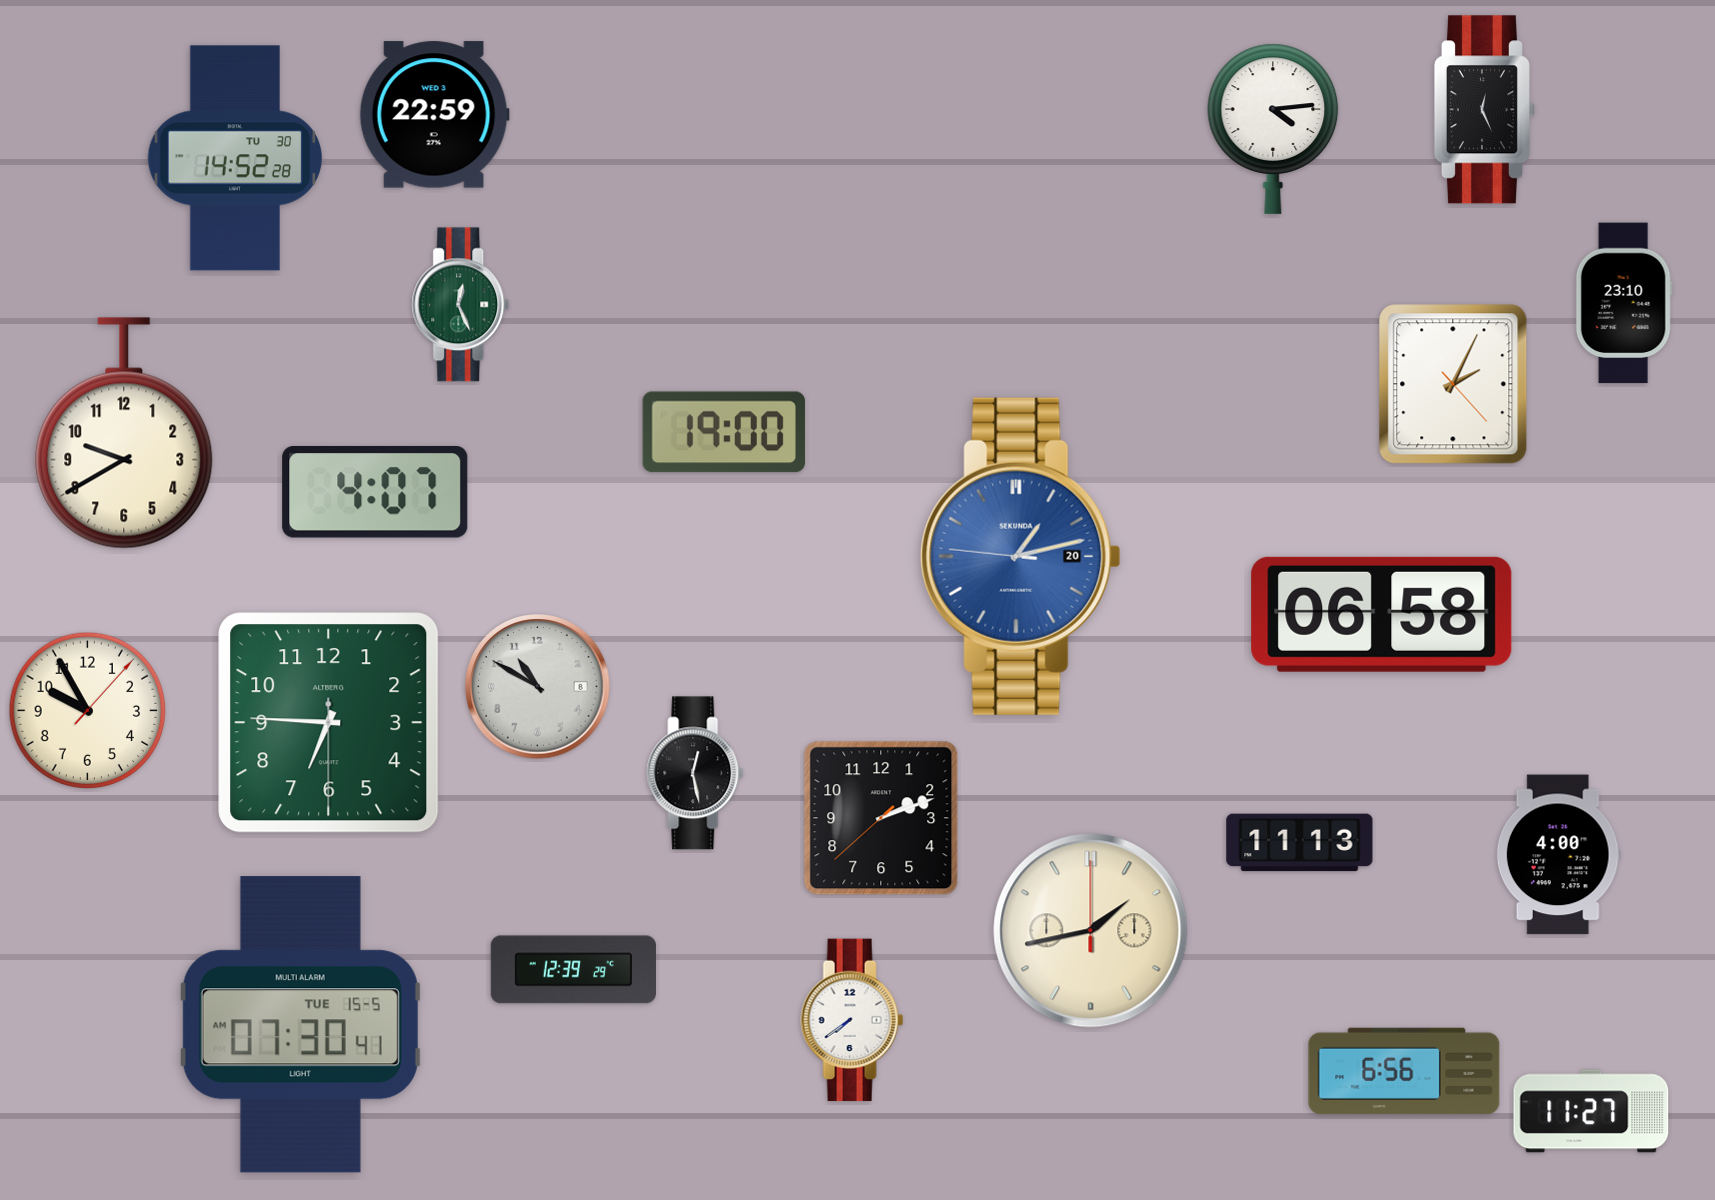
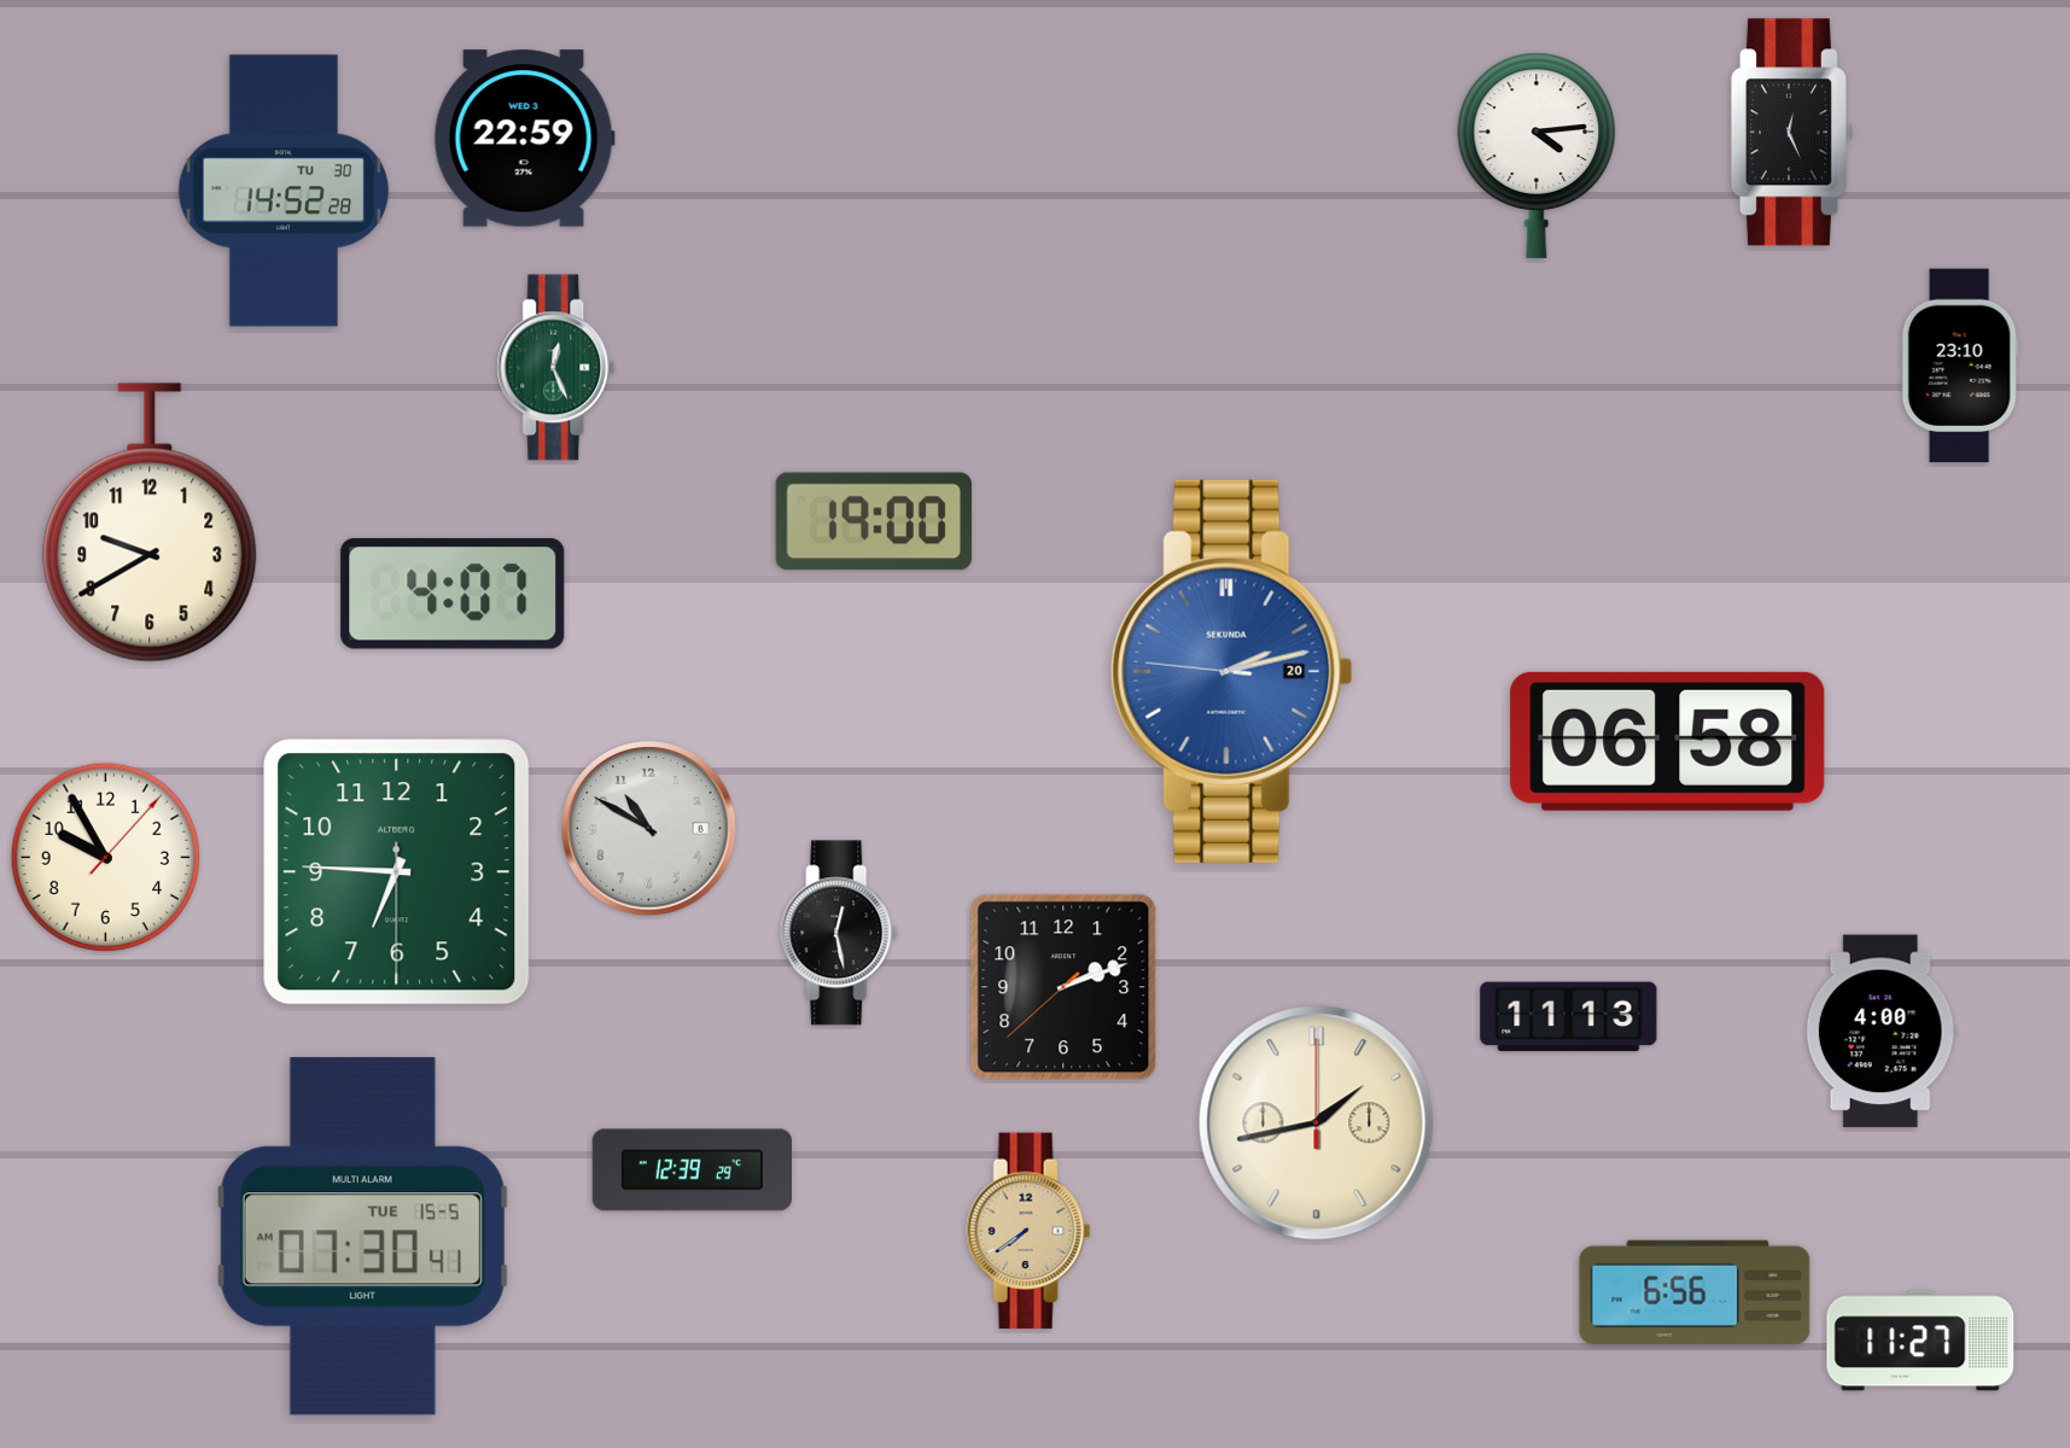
clock at (1453, 384): 2:04 -> none
clock at (1021, 556): 1:12 -> 2:12
clock at (852, 1020) dial: white -> champagne
